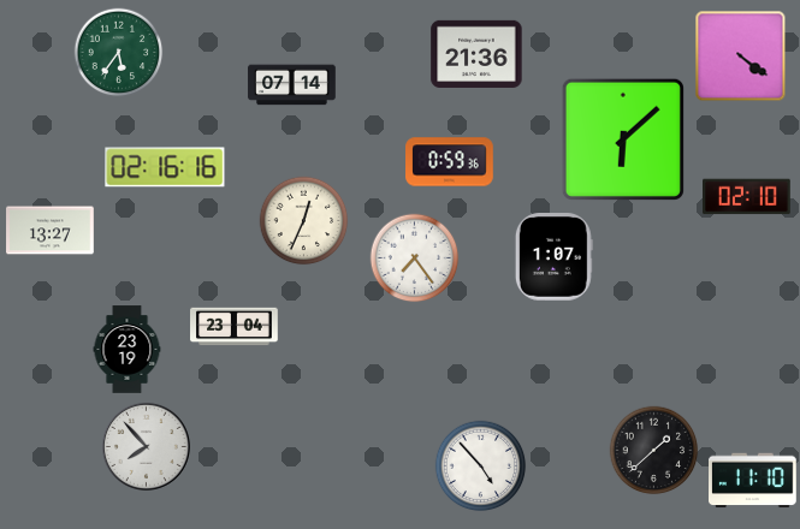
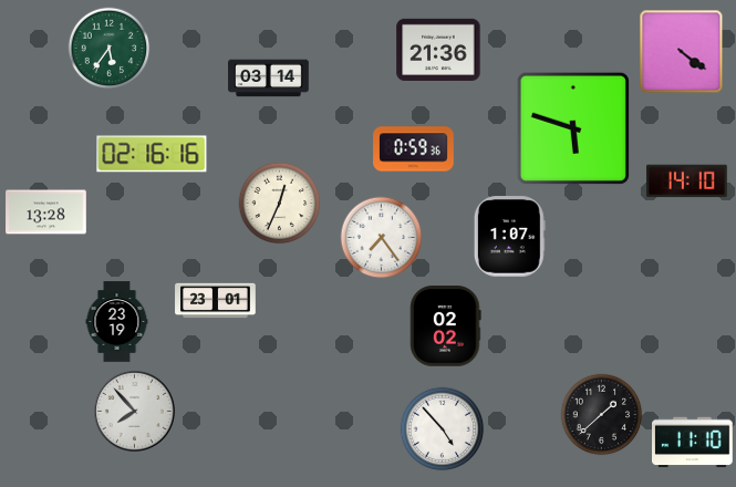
clock at (292, 85): 07:14 -> 03:14
clock at (623, 139): 6:08 -> 5:48
clock at (747, 197): 02:10 -> 14:10
clock at (51, 231): 13:27 -> 13:28
clock at (235, 327): 23:04 -> 23:01
clock at (446, 327): none -> 02:02
